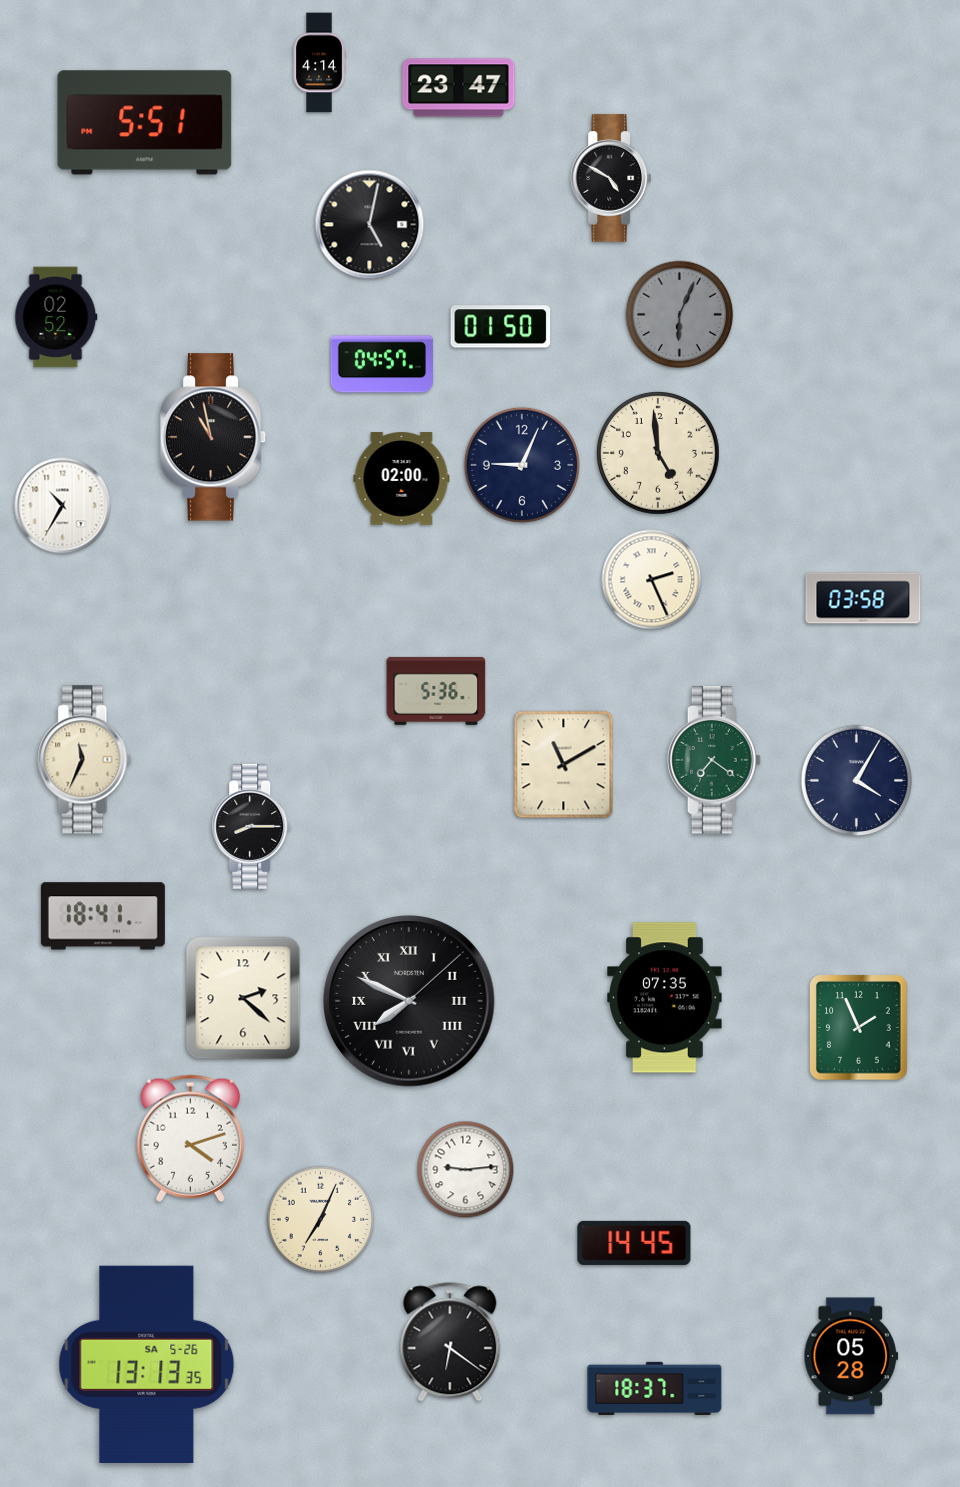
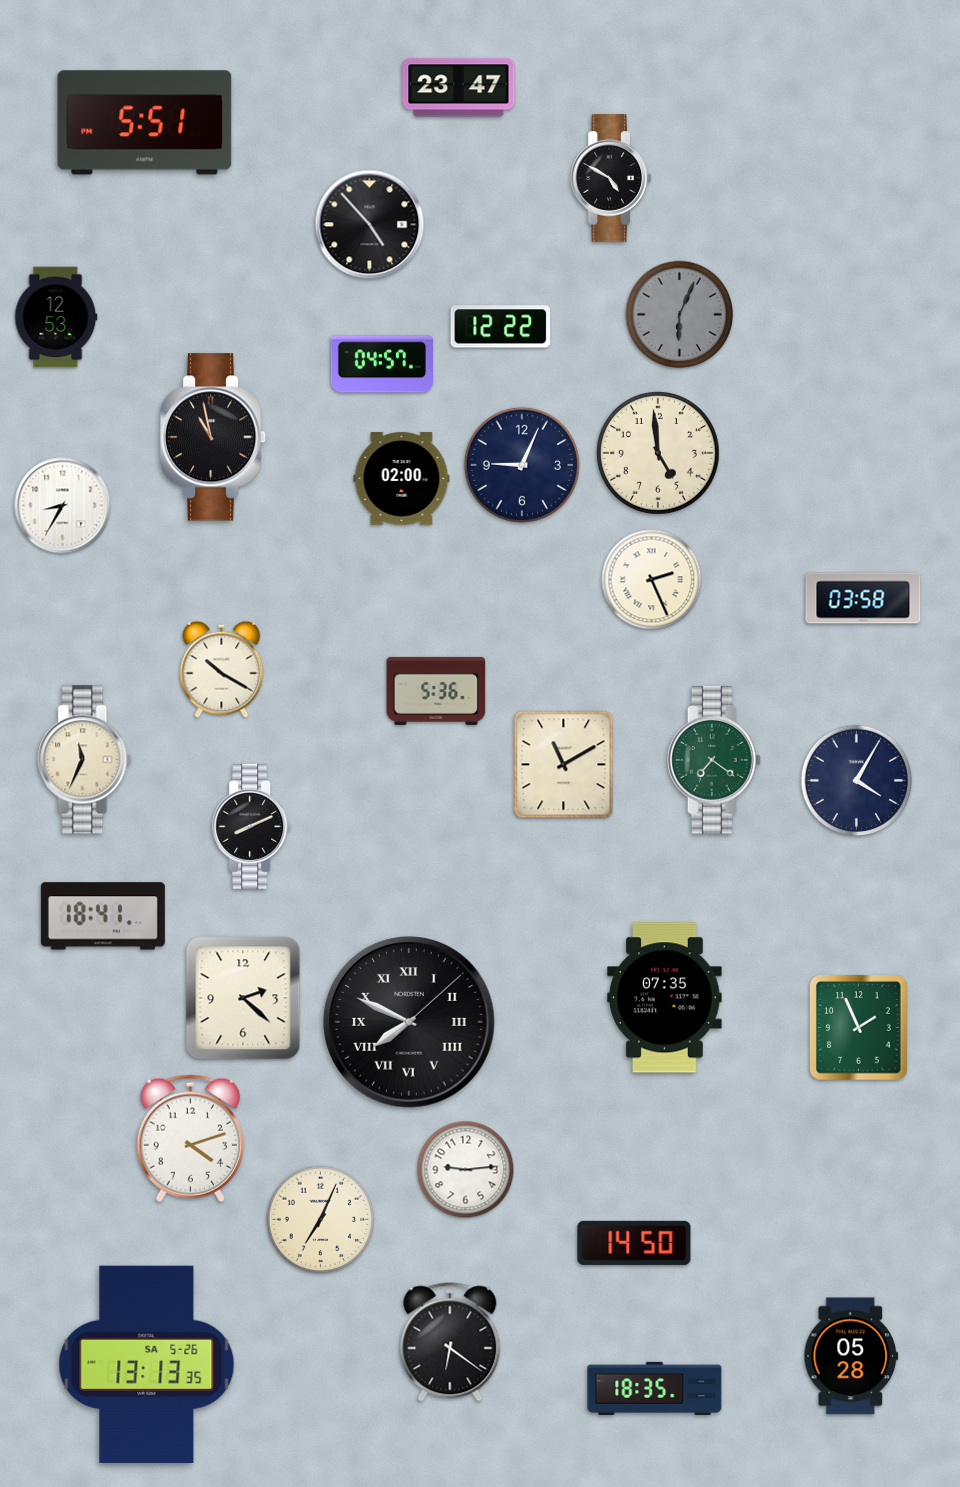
clock at (319, 63): 4:14 -> none
clock at (370, 225): 5:02 -> 4:53
clock at (56, 317): 02:52 -> 12:53
clock at (501, 327): 01:50 -> 12:22
clock at (63, 506): 10:35 -> 8:35
clock at (222, 669): none -> 10:20
clock at (252, 826): 8:15 -> 8:11
clock at (409, 1001) position: (409, 1001) -> (409, 1022)
clock at (634, 1243): 14:45 -> 14:50
clock at (655, 1388): 18:37 -> 18:35
